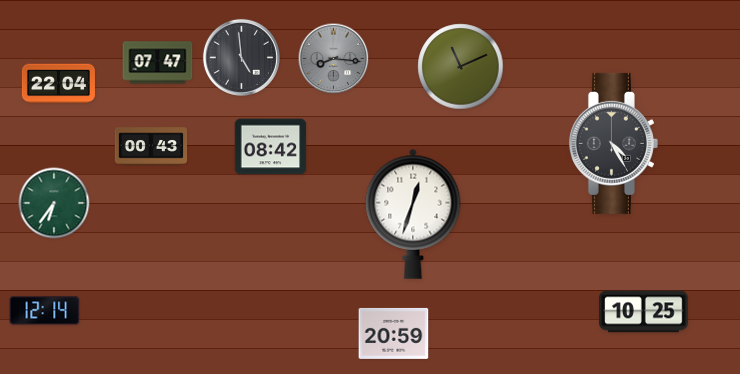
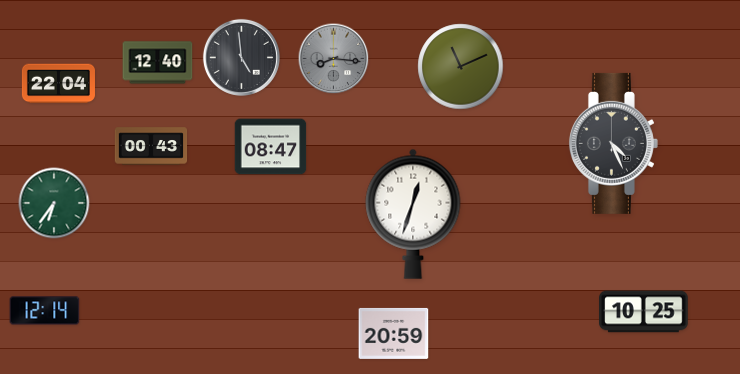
clock at (158, 63): 07:47 -> 12:40
clock at (613, 143): 4:25 -> 4:26
clock at (271, 147): 08:42 -> 08:47
